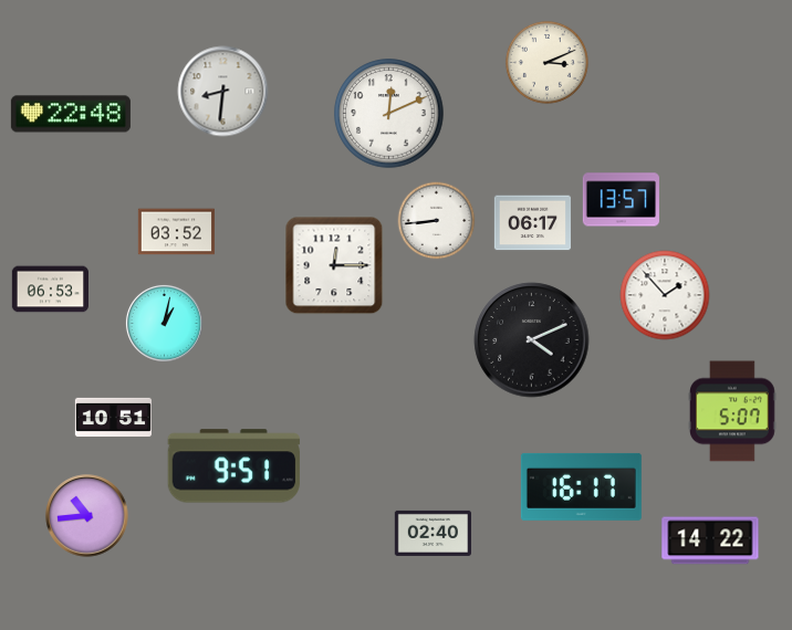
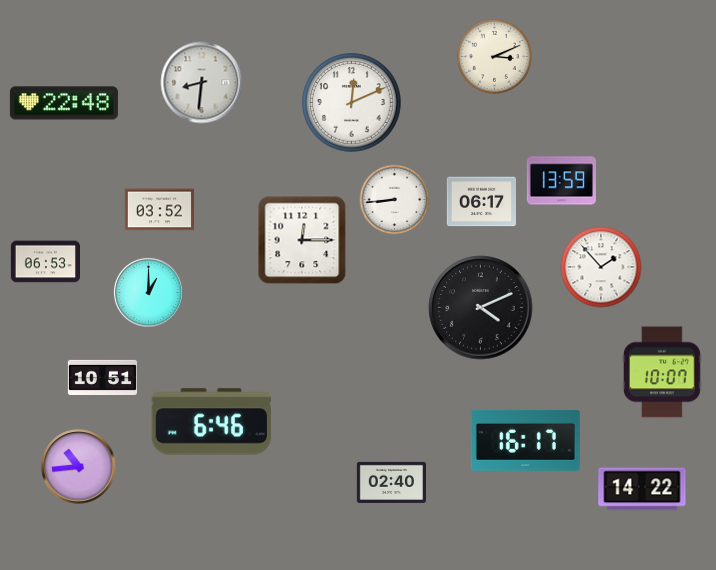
clock at (621, 200): 13:57 -> 13:59
clock at (164, 323): 1:02 -> 1:00
clock at (733, 411): 5:07 -> 10:07
clock at (233, 466): 9:51 -> 6:46
